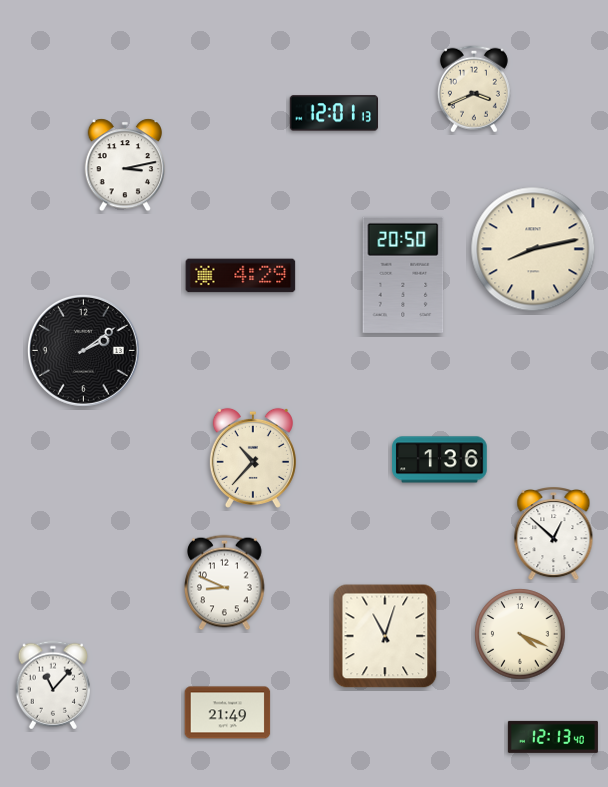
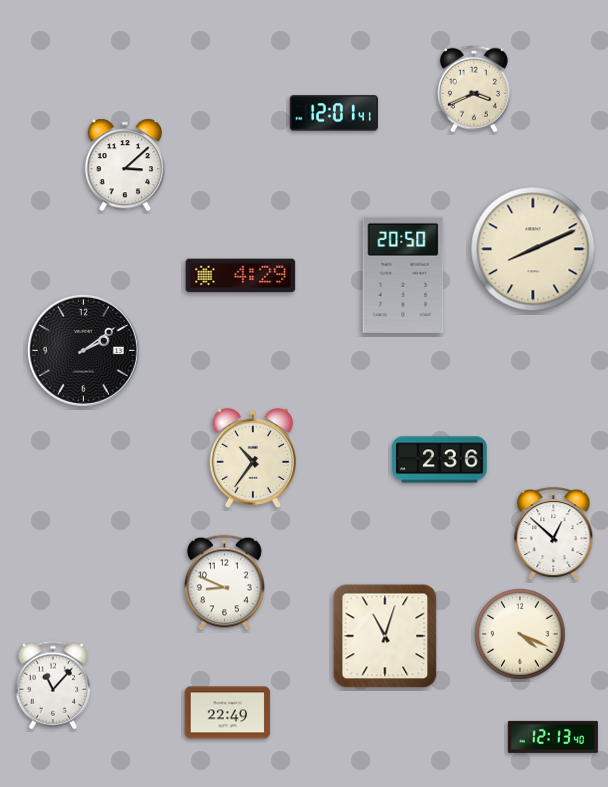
clock at (334, 113): 12:01:13 -> 12:01:41
clock at (124, 165): 3:13 -> 3:08
clock at (533, 249): 8:13 -> 8:11
clock at (253, 458): 10:37 -> 10:36
clock at (440, 460): 1:36 -> 2:36
clock at (228, 713): 21:49 -> 22:49
